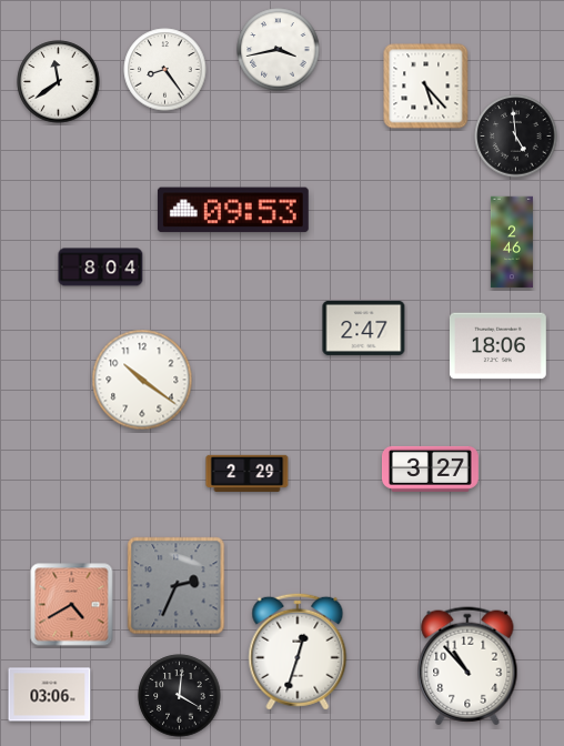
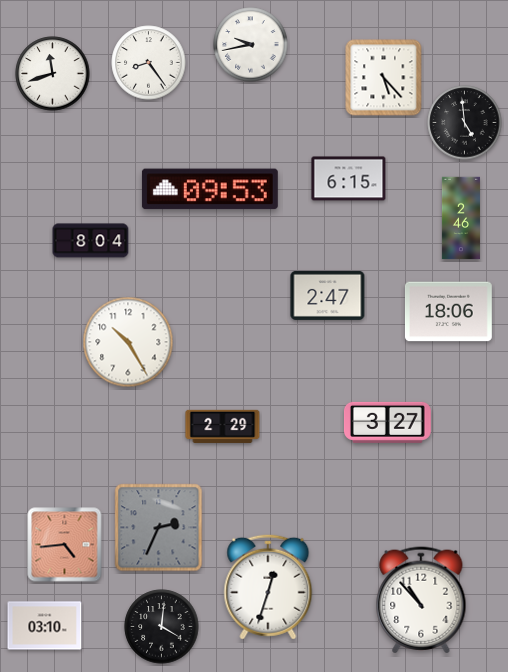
clock at (279, 50): 3:43 -> 9:43
clock at (59, 82): 11:39 -> 11:42
clock at (349, 179): none -> 6:15
clock at (142, 380): 10:21 -> 10:25
clock at (72, 605): 4:40 -> 4:44
clock at (50, 695): 03:06 -> 03:10
